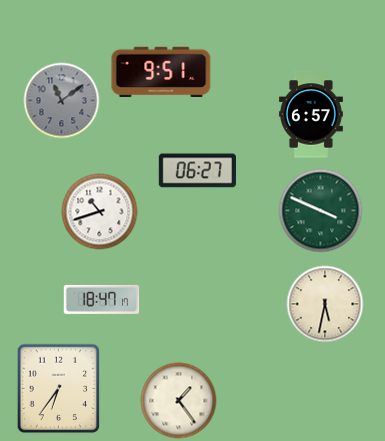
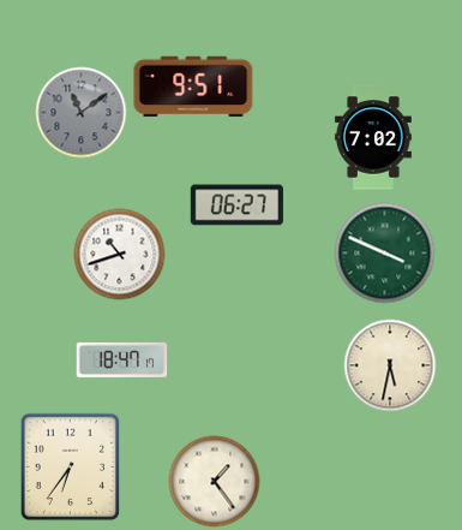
clock at (62, 101) position: (62, 101) -> (82, 113)
clock at (311, 114): 6:57 -> 7:02
